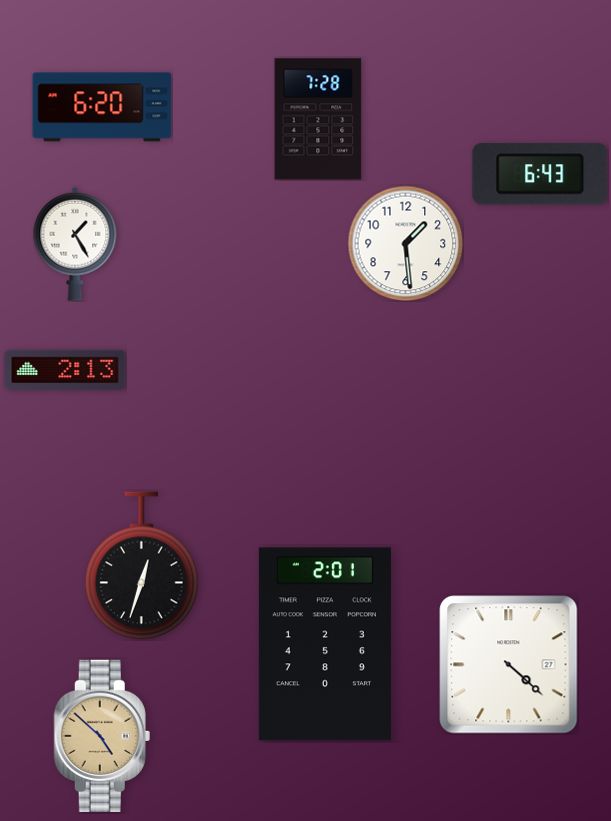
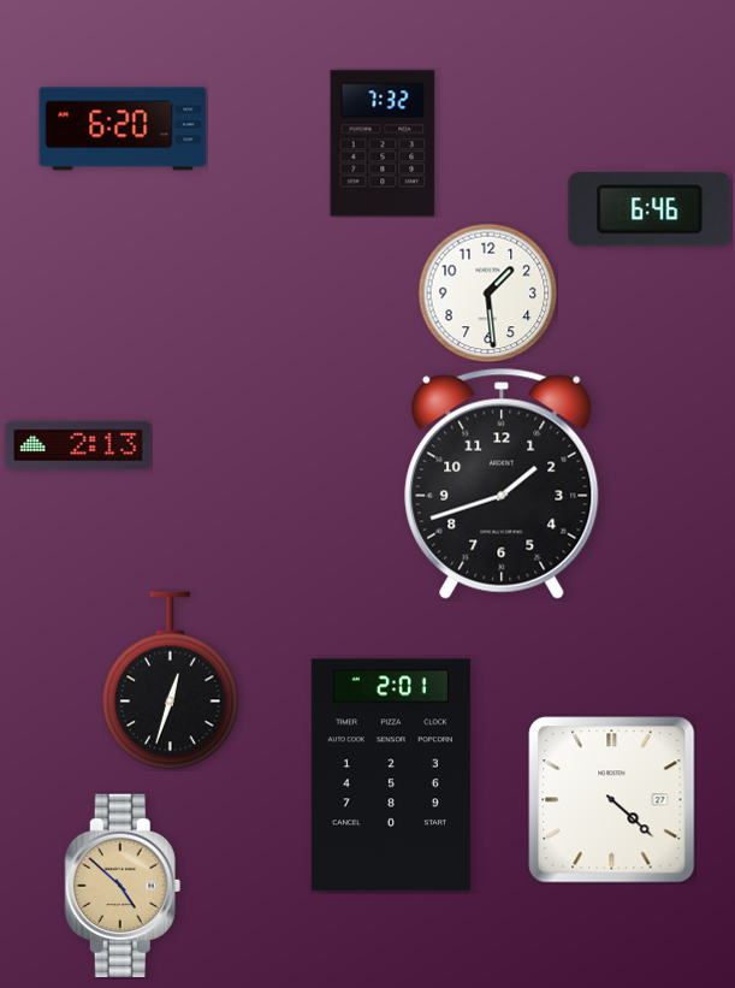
clock at (318, 119): 7:28 -> 7:32
clock at (540, 174): 6:43 -> 6:46
clock at (75, 244): 1:25 -> none
clock at (502, 484): none -> 1:42
